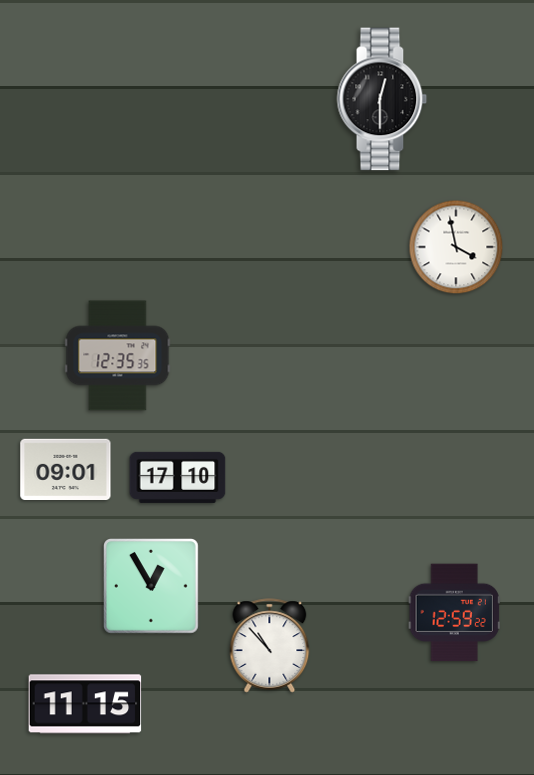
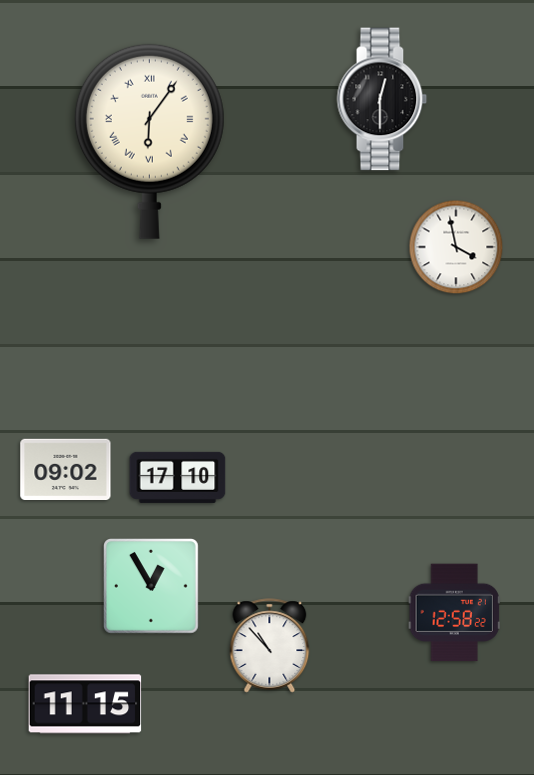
clock at (149, 141): none -> 6:06
clock at (118, 356): 12:35 -> none
clock at (66, 469): 09:01 -> 09:02
clock at (454, 613): 12:59 -> 12:58
